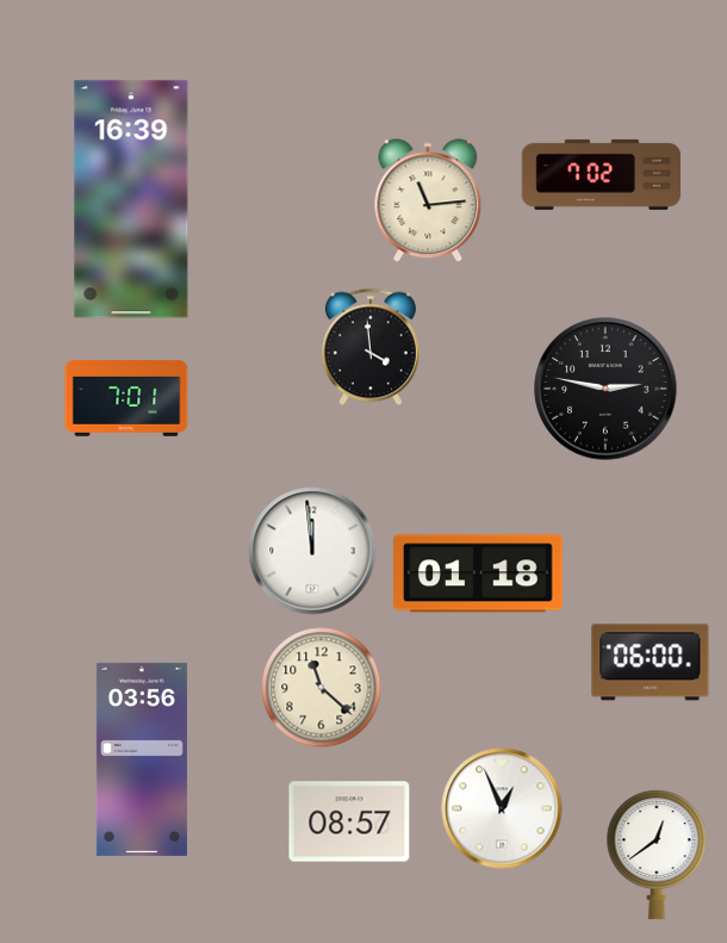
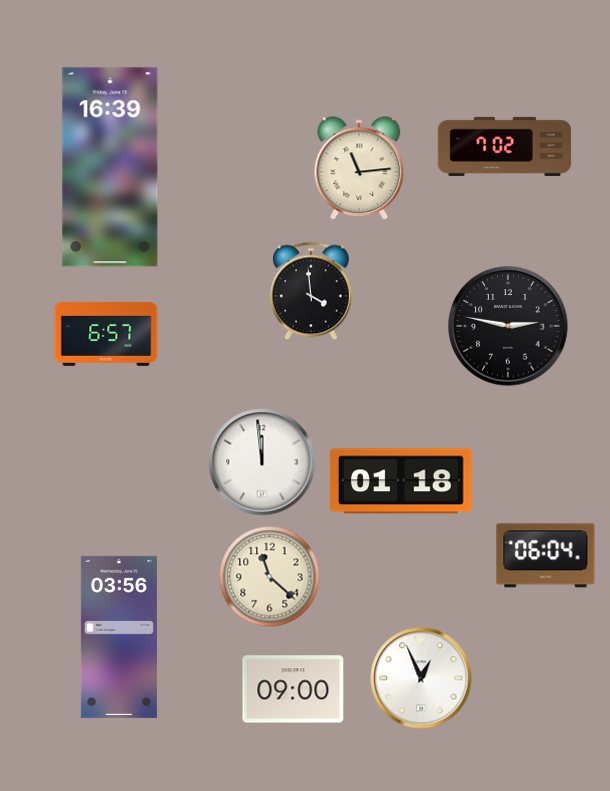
clock at (126, 398): 7:01 -> 6:57
clock at (651, 663): 06:00 -> 06:04
clock at (349, 821): 08:57 -> 09:00
clock at (657, 856): 12:39 -> none
